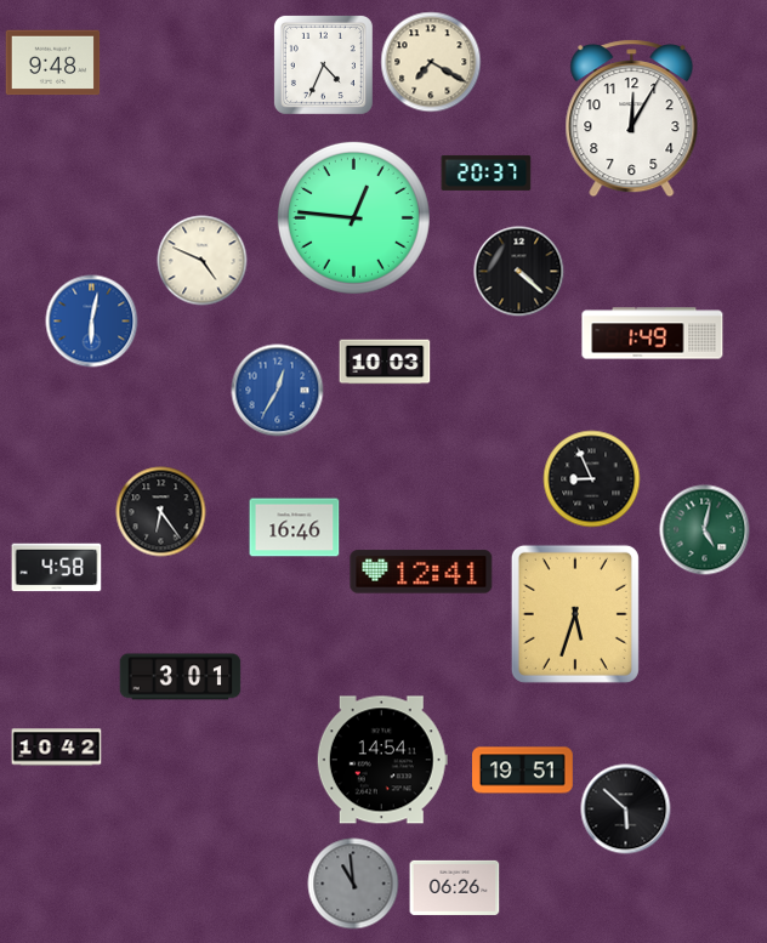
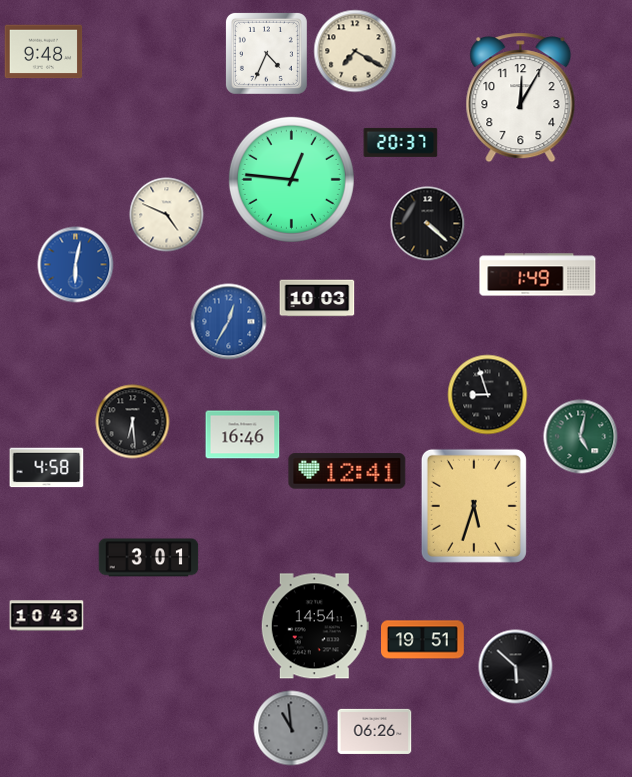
clock at (592, 479): 8:56 -> 8:57
clock at (161, 512): 6:24 -> 6:29
clock at (57, 748): 10:42 -> 10:43
clock at (523, 771) position: (523, 771) -> (423, 640)
